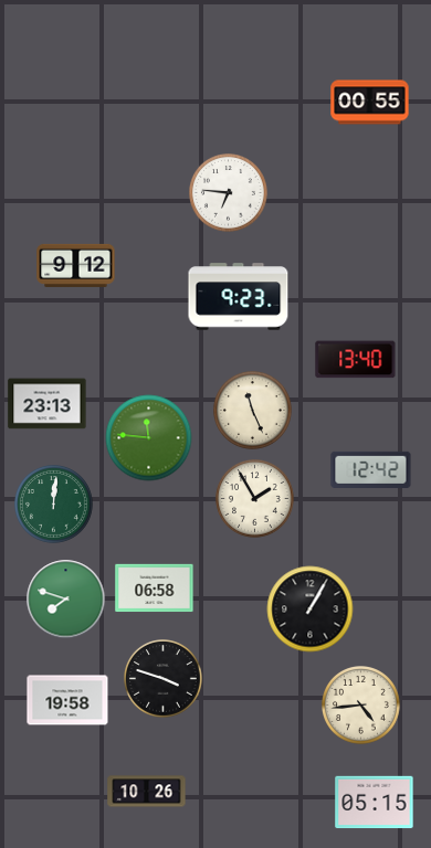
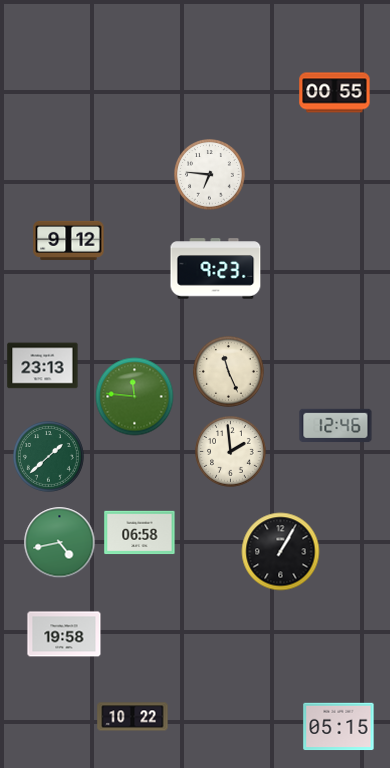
clock at (229, 193) position: (229, 193) -> (210, 175)
clock at (356, 360): 13:40 -> none
clock at (371, 470): 12:42 -> 12:46
clock at (255, 499): 1:55 -> 1:59
clock at (54, 505): 12:01 -> 1:38
clock at (66, 600): 7:48 -> 4:43
clock at (164, 679): 3:48 -> none
clock at (67, 700) position: (67, 700) -> (64, 634)
clock at (361, 706): 4:44 -> none
clock at (147, 792): 10:26 -> 10:22
